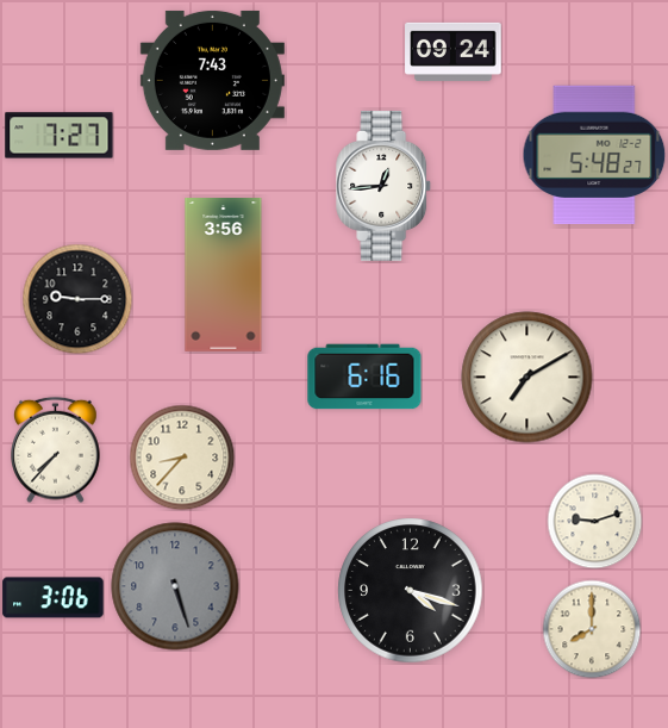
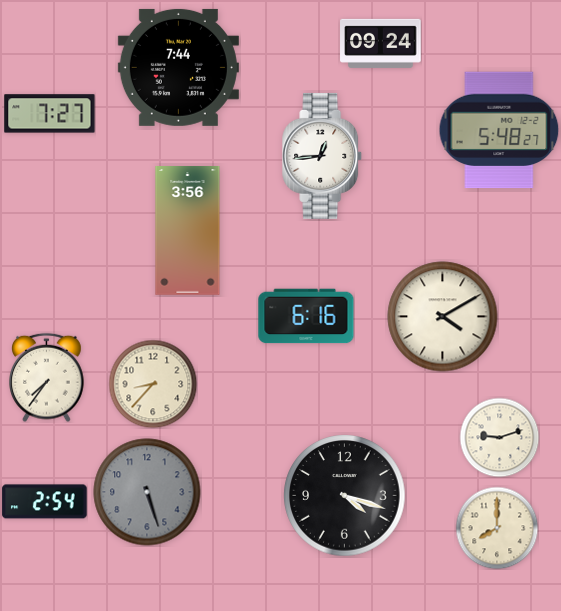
clock at (212, 80): 7:43 -> 7:44
clock at (77, 299): 9:15 -> none
clock at (527, 378): 7:10 -> 4:10
clock at (56, 449): 7:37 -> 7:36
clock at (54, 598): 3:06 -> 2:54
